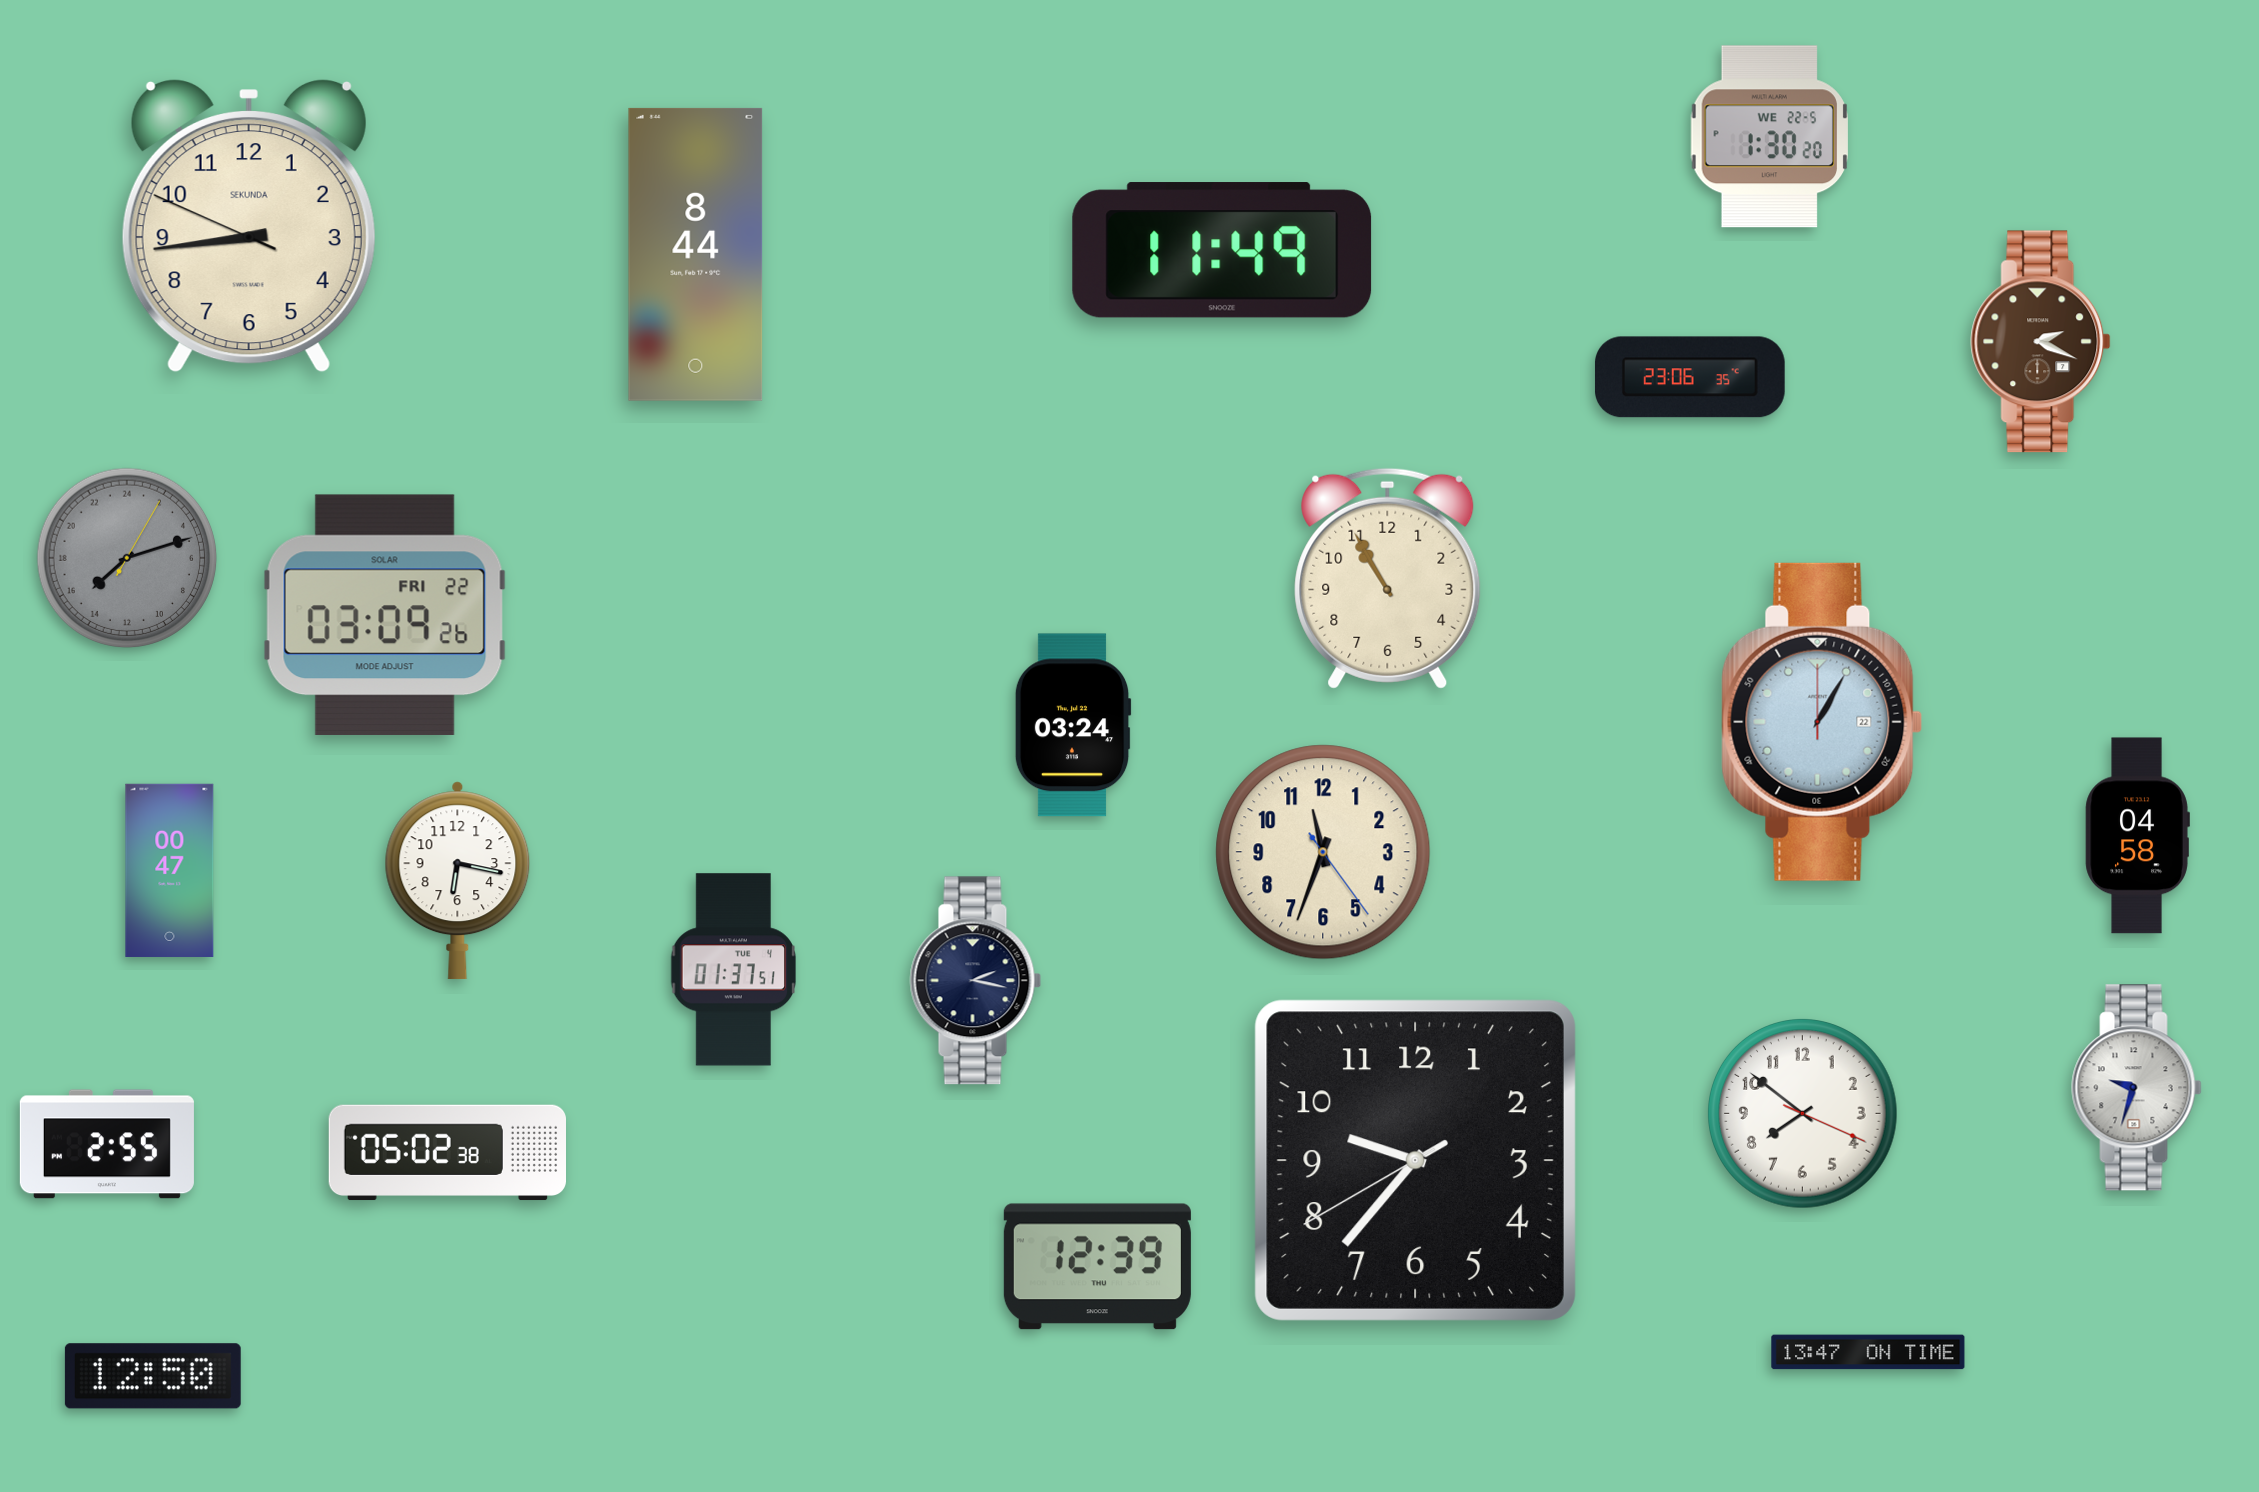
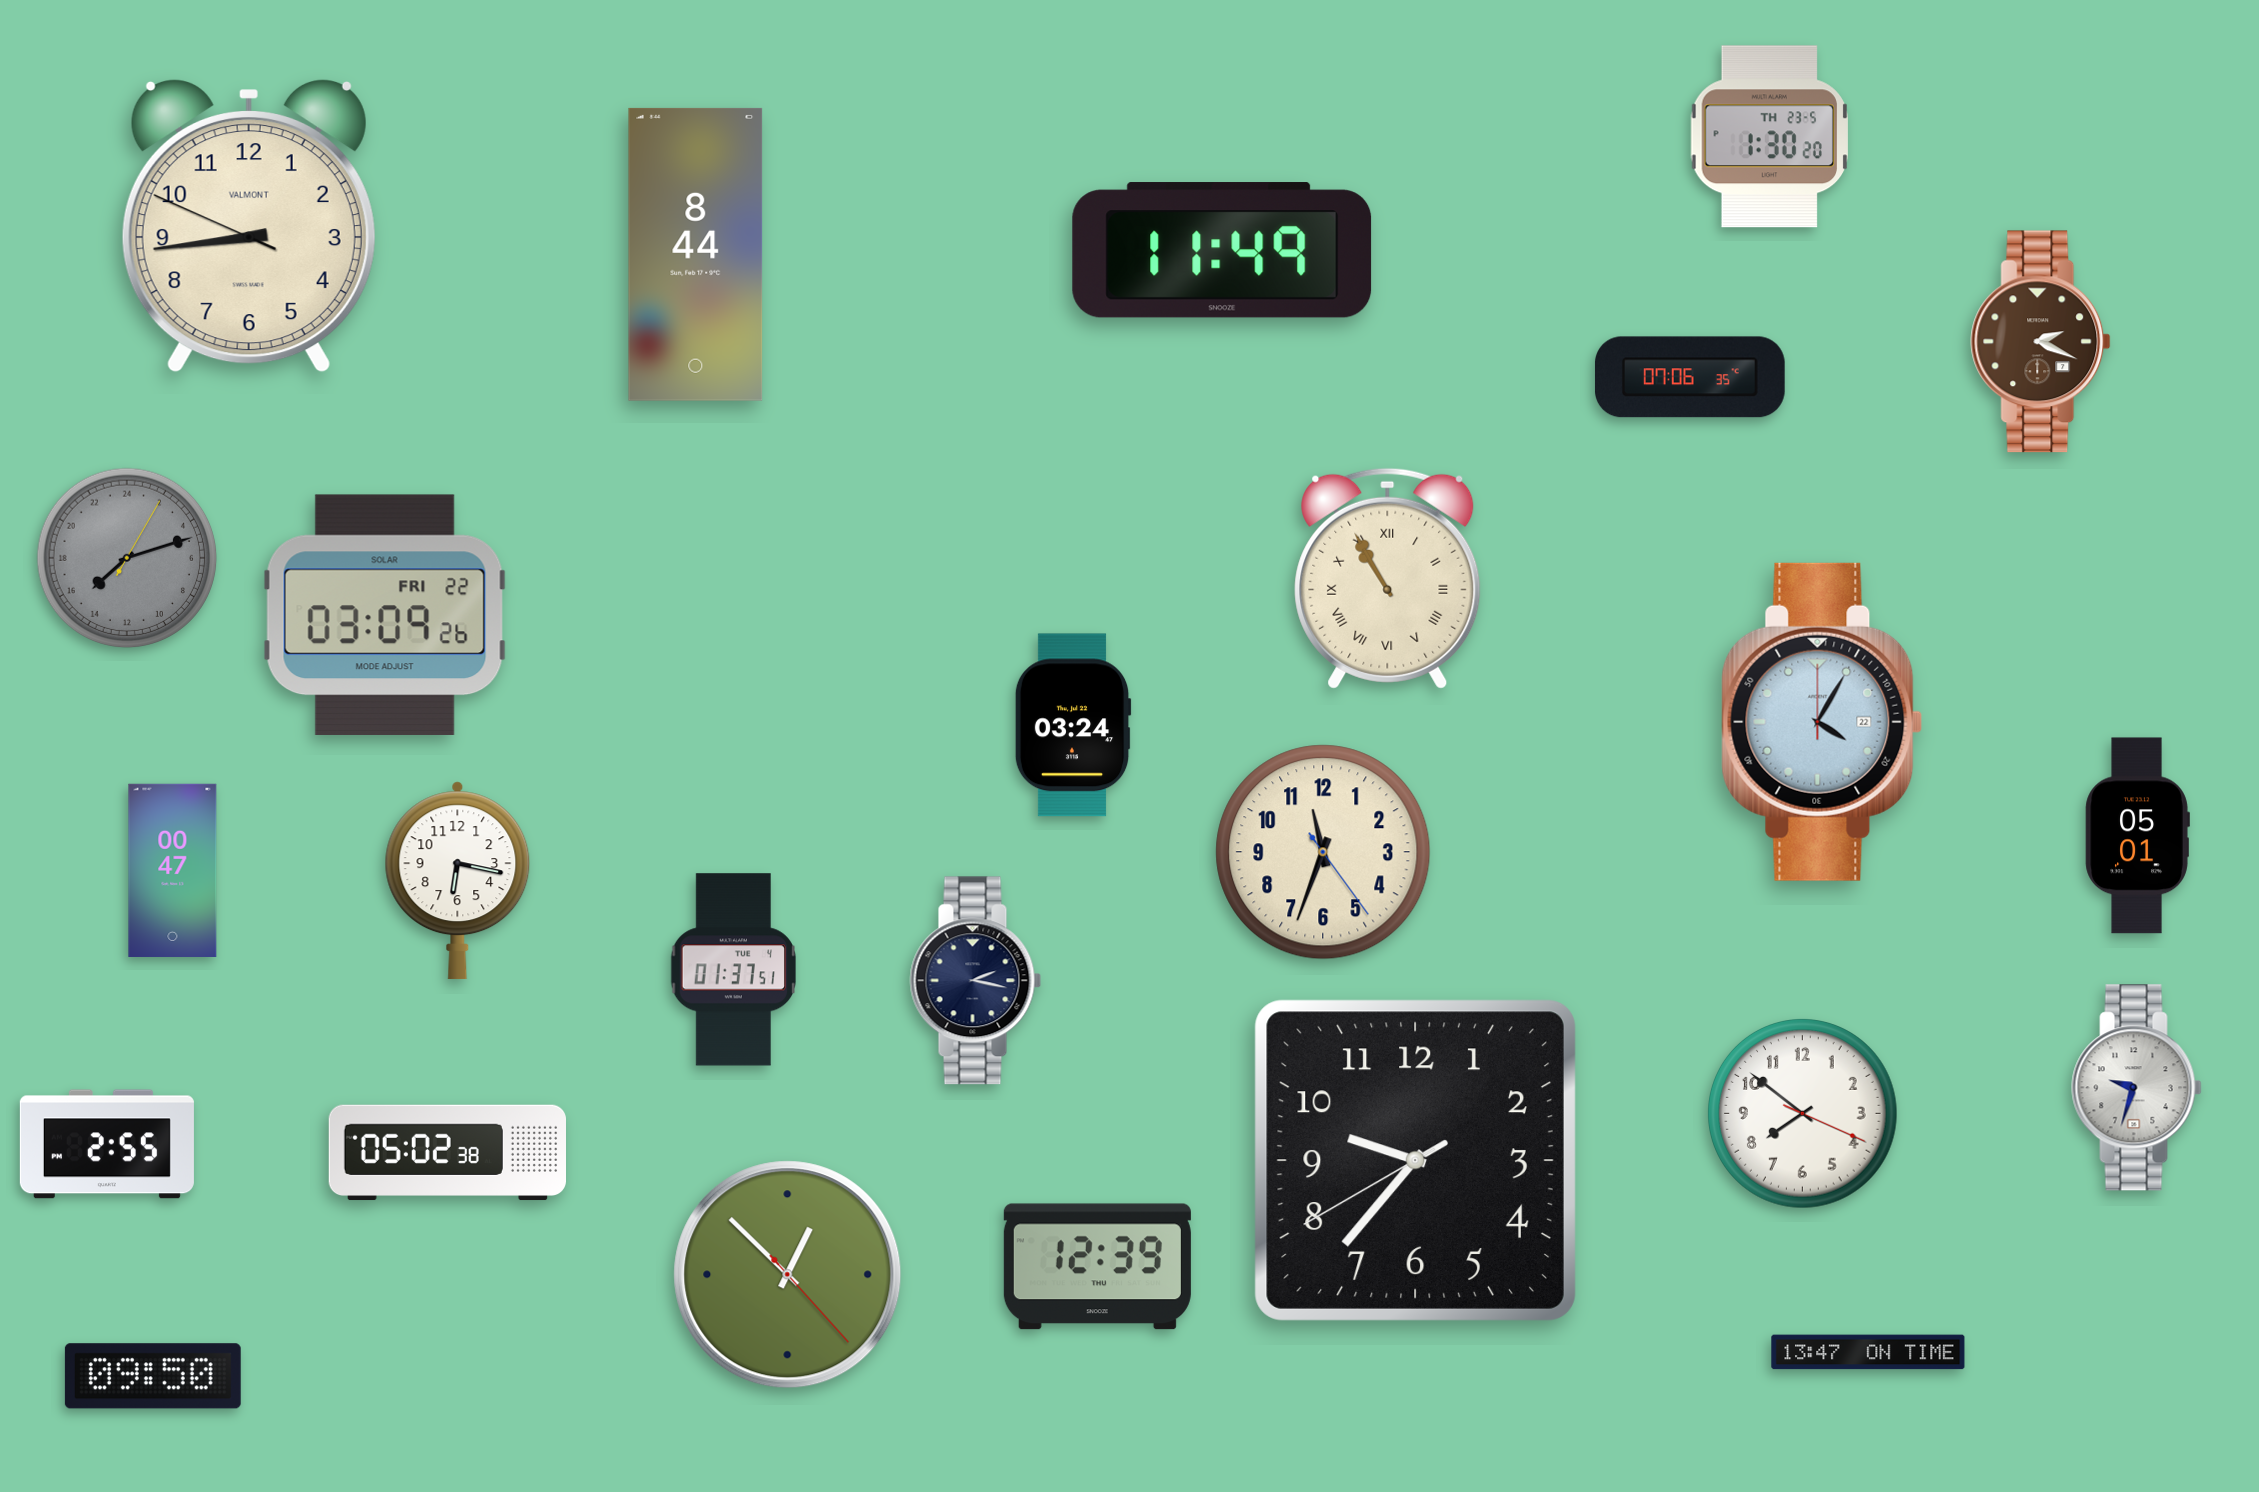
clock at (1769, 137) date: WE 22-5 -> TH 23-5
clock at (249, 227) brand: SEKUNDA -> VALMONT
clock at (1690, 377): 23:06 -> 07:06
clock at (1388, 578) numerals: Arabic -> Roman
clock at (1822, 722): 1:05 -> 4:05
clock at (2137, 836): 04:58 -> 05:01
clock at (170, 870) position: (170, 870) -> (173, 870)
clock at (788, 1275): none -> 12:52
clock at (153, 1376): 12:50 -> 09:50
